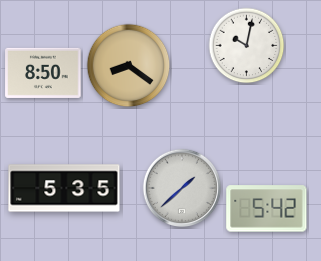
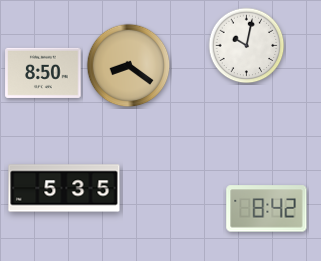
clock at (182, 188): 1:38 -> none
clock at (267, 209): 5:42 -> 8:42
